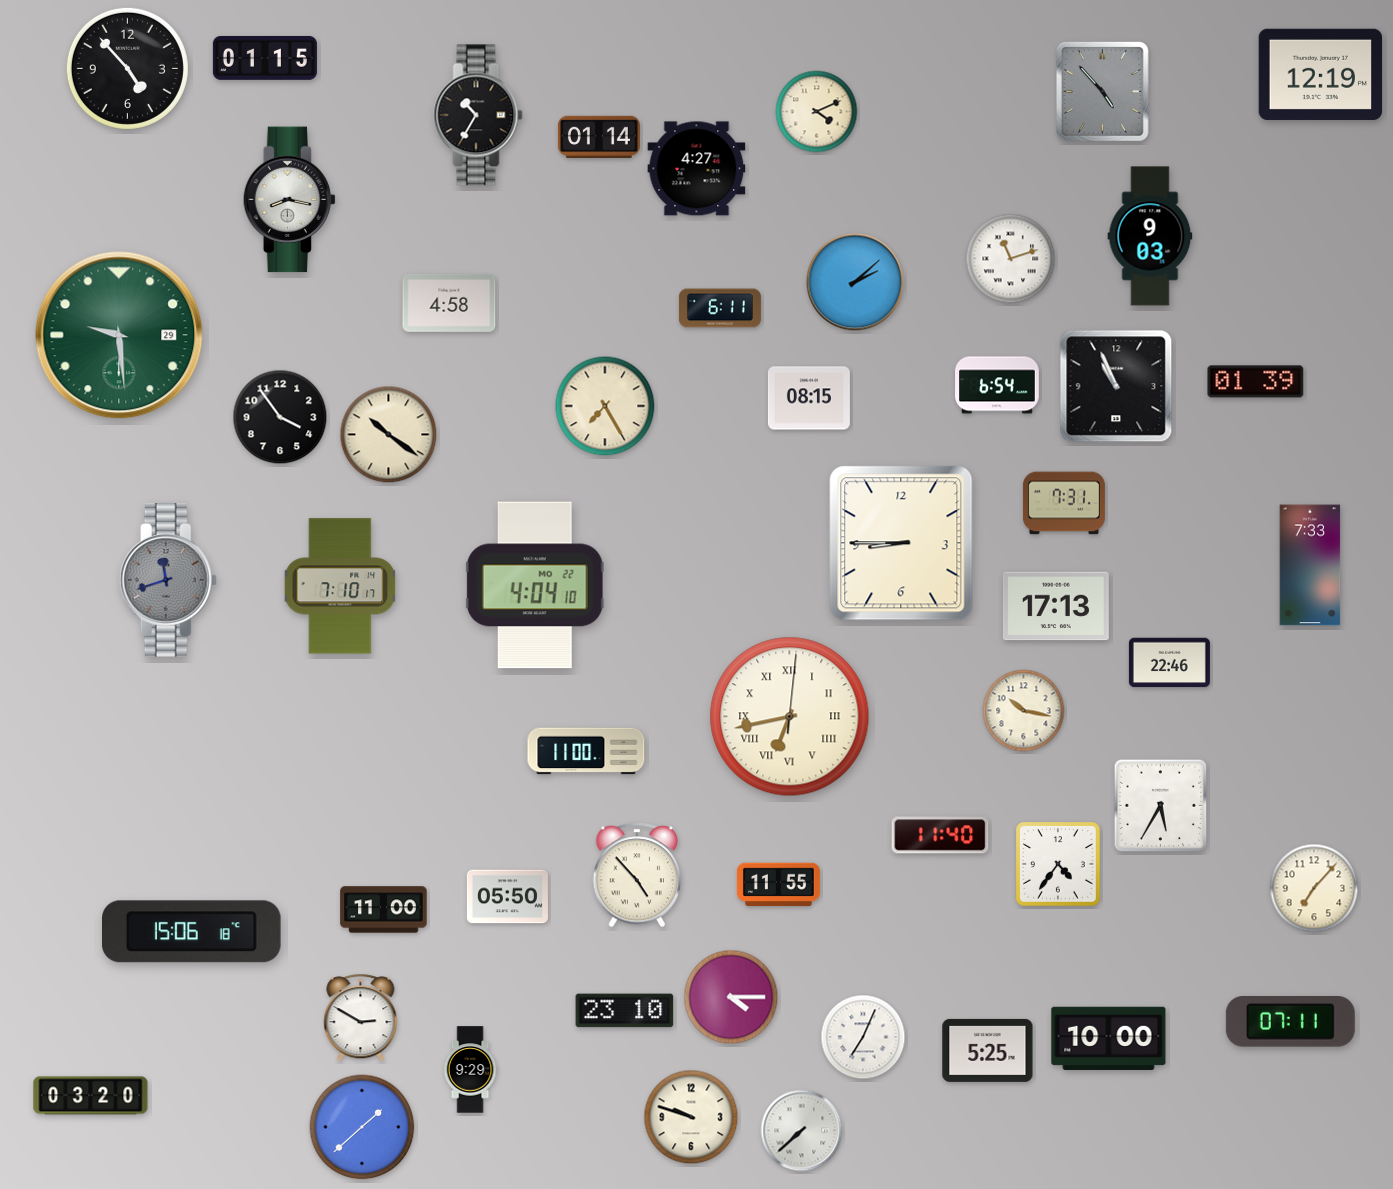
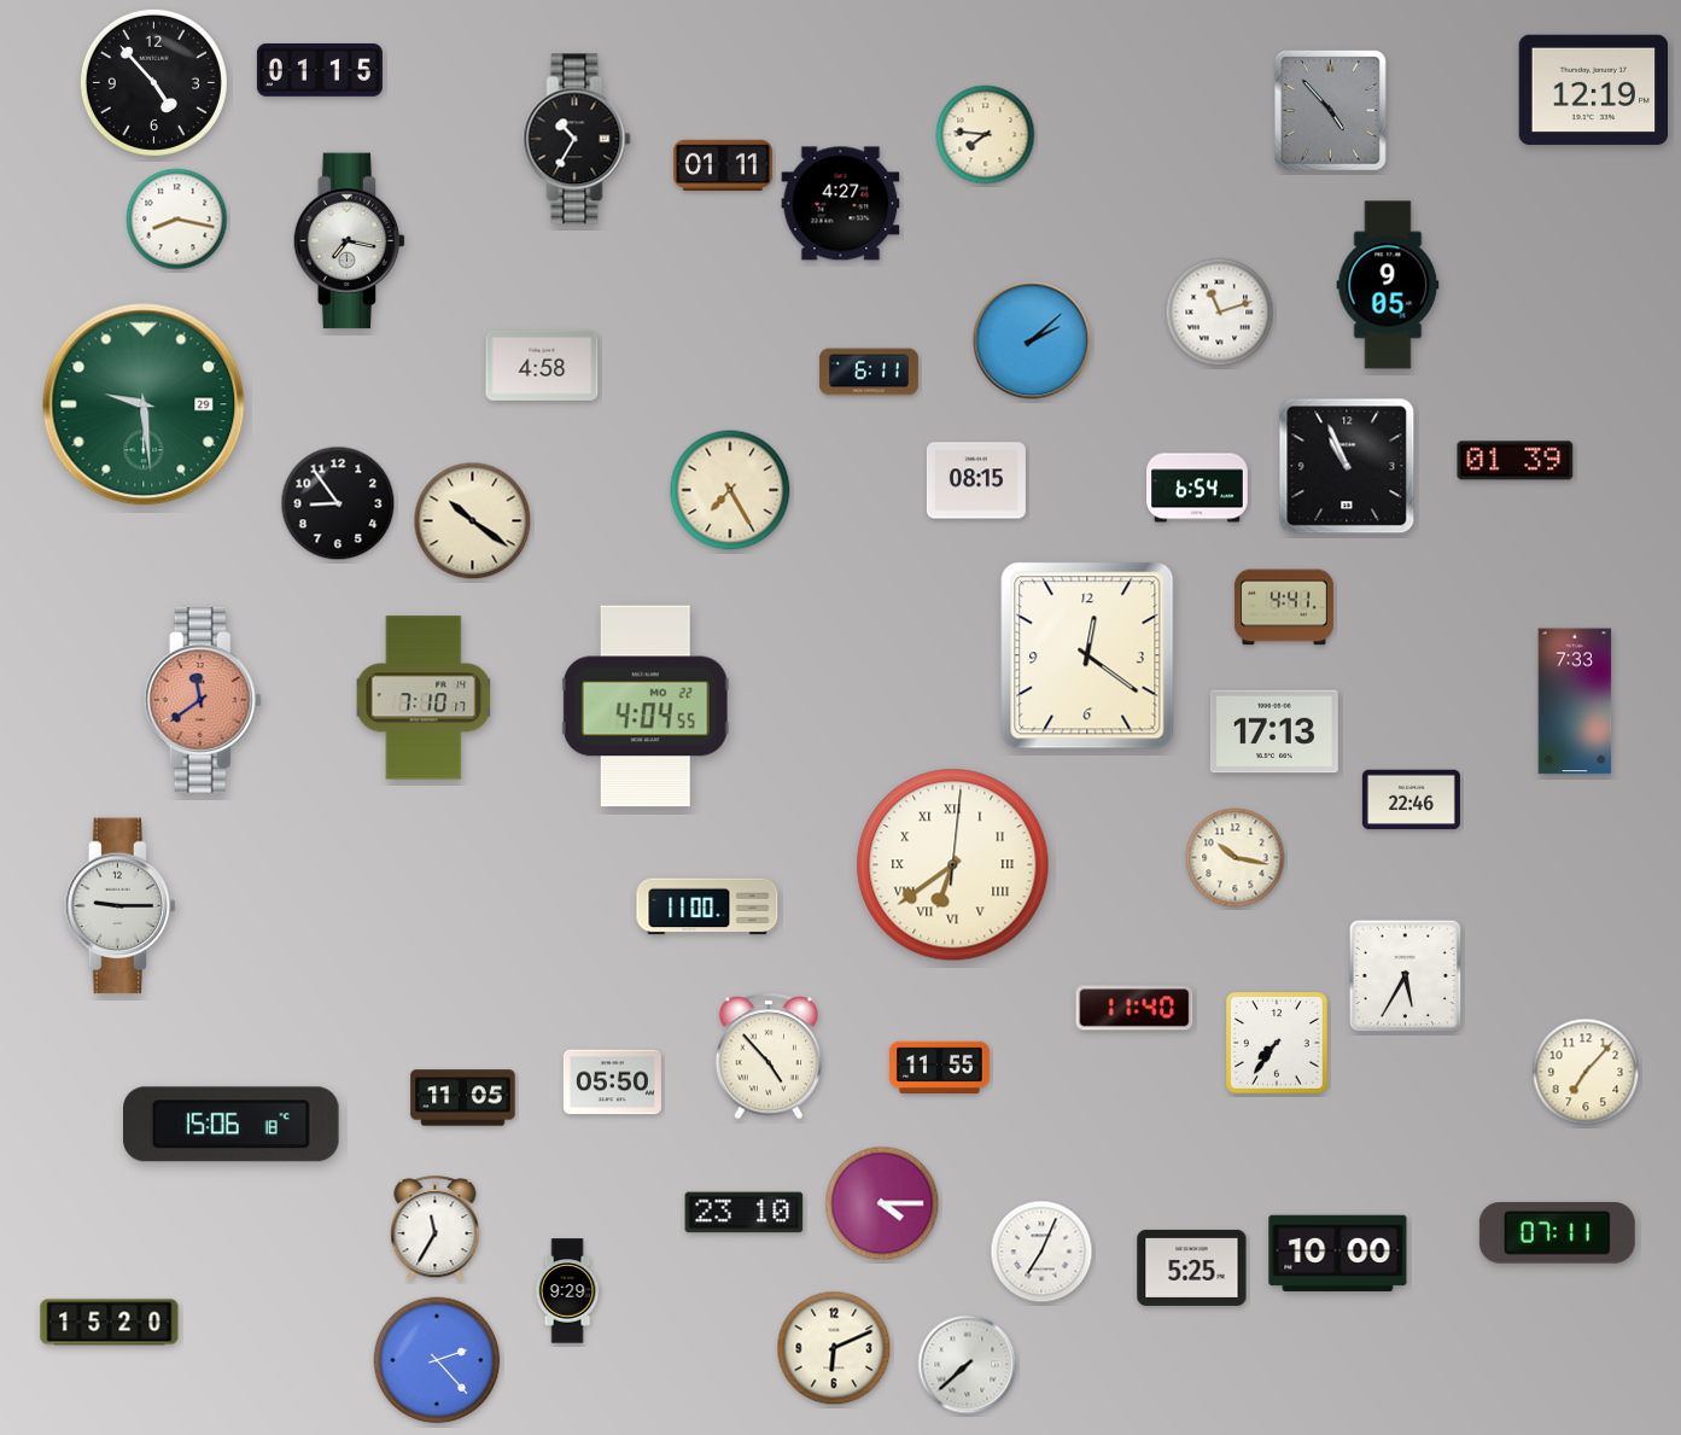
clock at (817, 112): 4:11 -> 7:46
clock at (599, 136): 01:14 -> 01:11
clock at (177, 220): none -> 8:17
clock at (290, 200): 8:17 -> 7:17
clock at (1150, 236): 9:03 -> 9:05
clock at (997, 385) position: (997, 385) -> (1197, 488)
clock at (280, 417): 3:54 -> 8:54
clock at (389, 435) position: (389, 435) -> (473, 521)
clock at (1064, 503): 7:31 -> 4:41
clock at (901, 543): 8:45 -> 12:21
clock at (1310, 565) position: (1310, 565) -> (1575, 701)
clock at (168, 580): 11:42 -> 11:39
clock at (168, 580) dial: grey -> salmon
clock at (535, 585): 4:04:10 -> 4:04:55
clock at (340, 586) position: (340, 586) -> (424, 698)
clock at (790, 717): 6:43 -> 6:39
clock at (121, 906): none -> 9:15
clock at (1161, 806) position: (1161, 806) -> (1406, 976)
clock at (1059, 865): 4:36 -> 7:36
clock at (384, 910): 11:00 -> 11:05
clock at (625, 1011) position: (625, 1011) -> (745, 1213)
clock at (361, 1018): 2:50 -> 11:35
clock at (91, 1096): 03:20 -> 15:20
clock at (691, 1117): 9:48 -> 6:11
clock at (362, 1127): 1:38 -> 2:23
